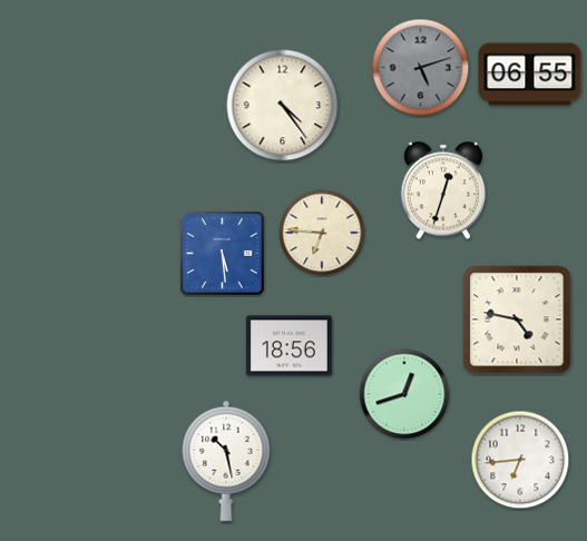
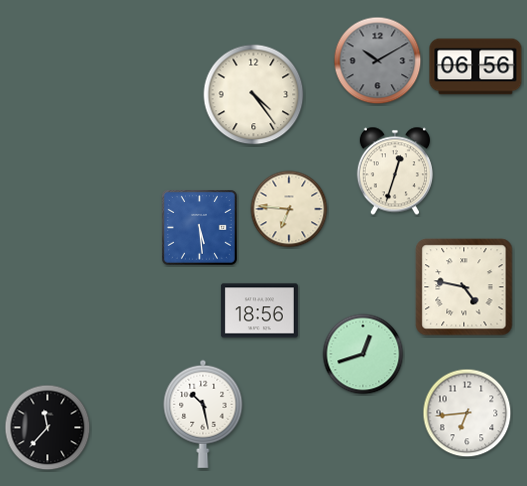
clock at (421, 68): 5:12 -> 10:10
clock at (530, 75): 06:55 -> 06:56
clock at (443, 190) position: (443, 190) -> (395, 171)
clock at (48, 428): none -> 11:37
